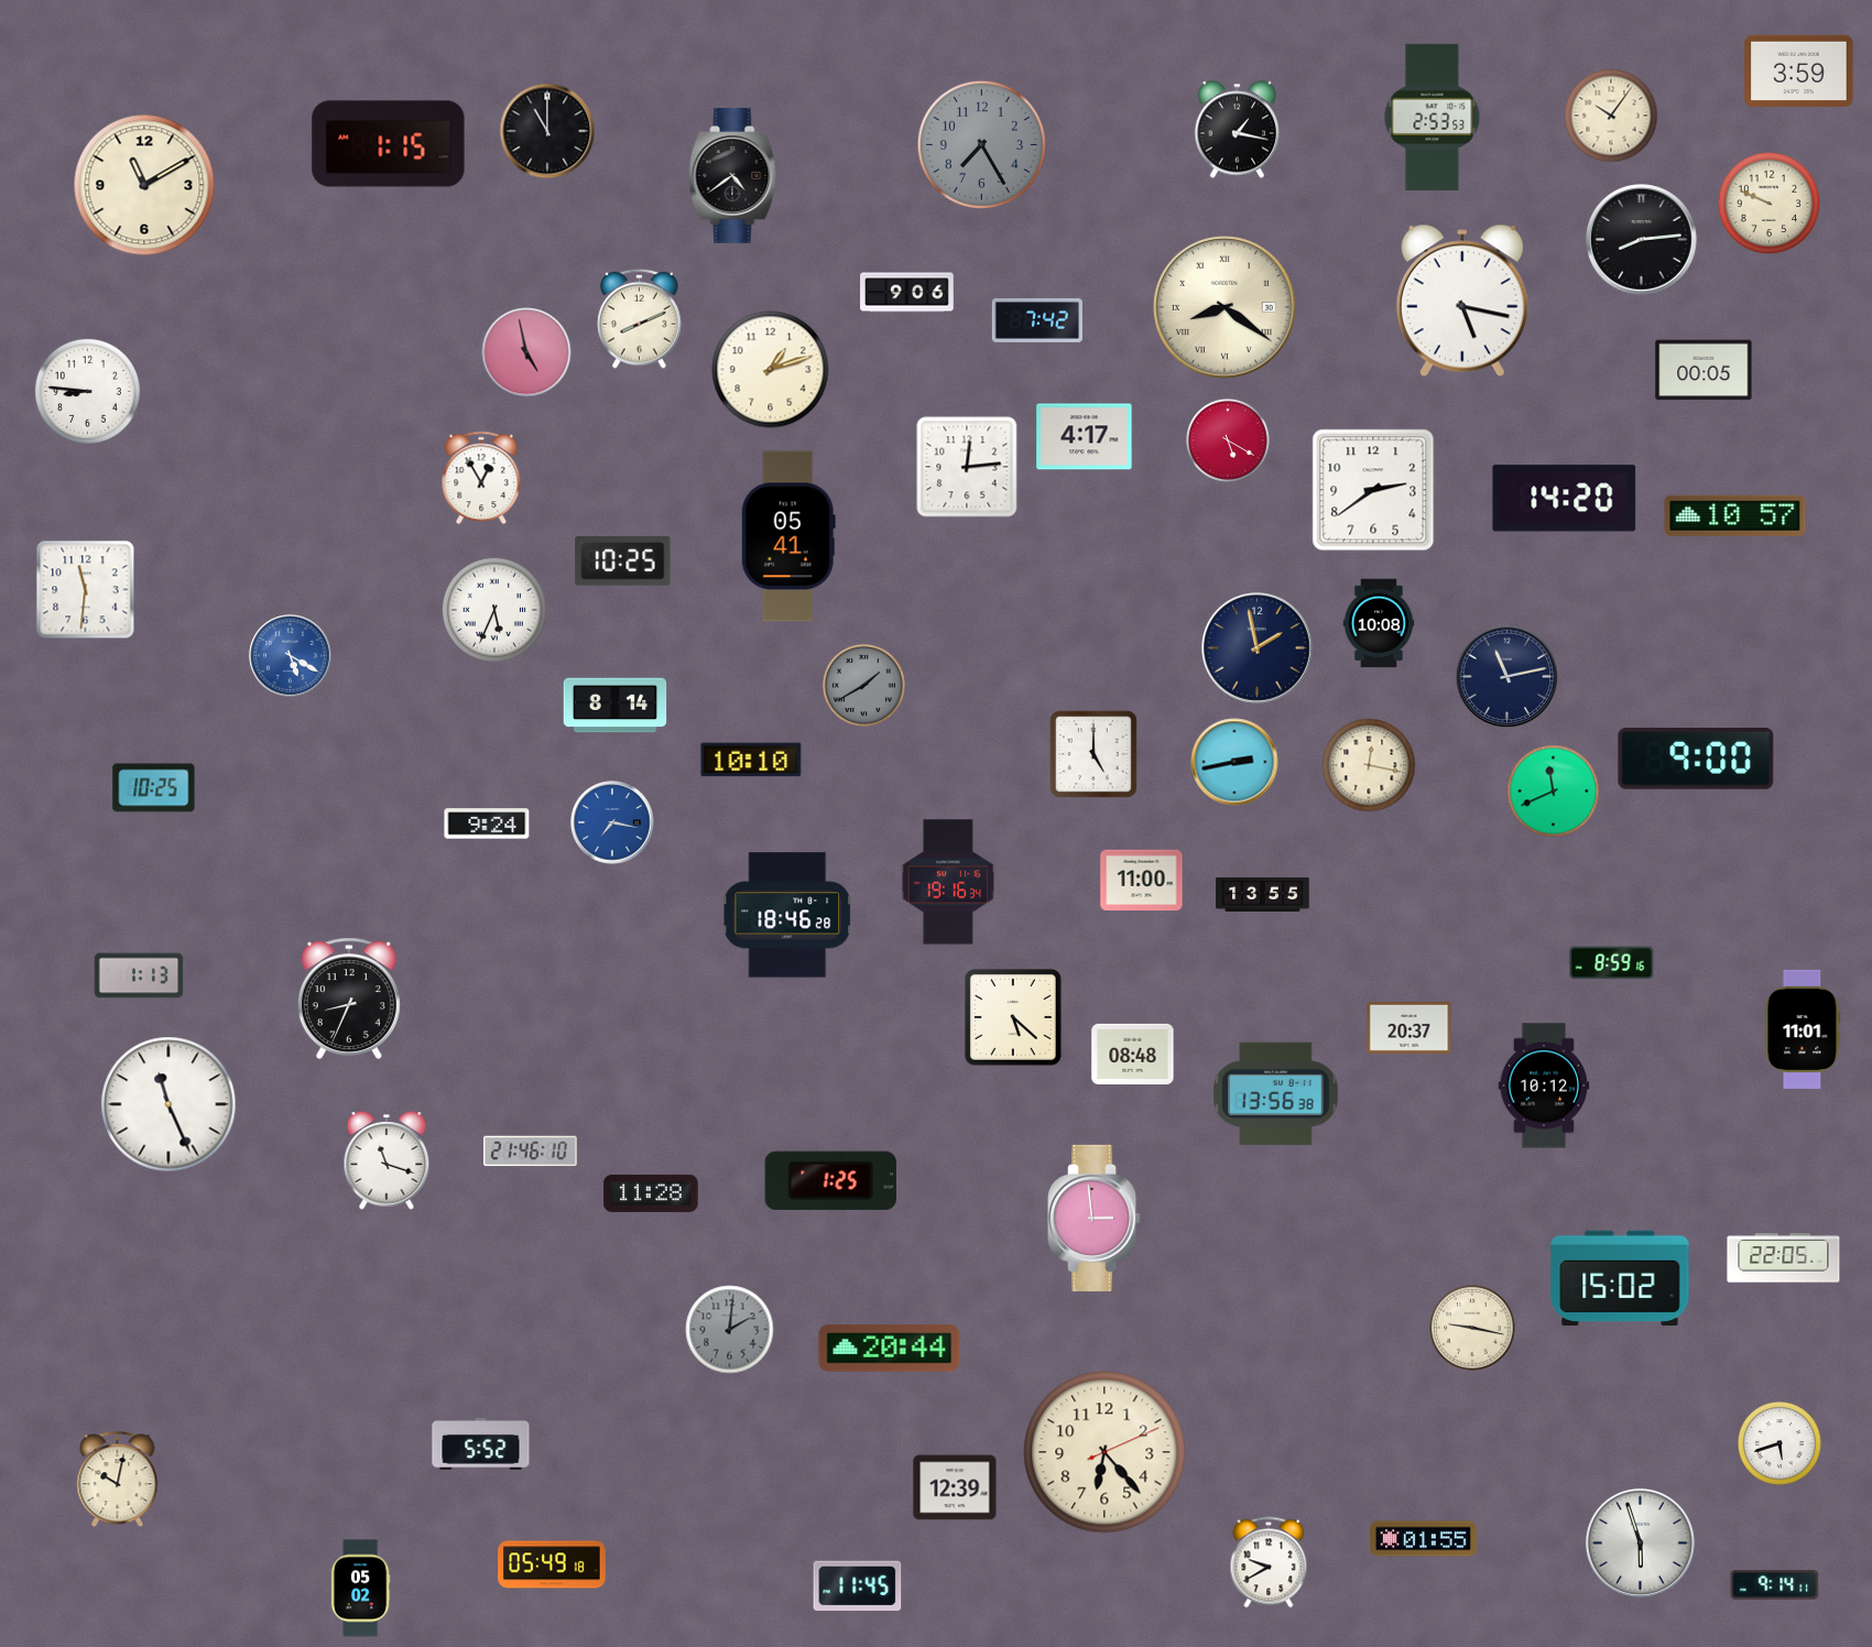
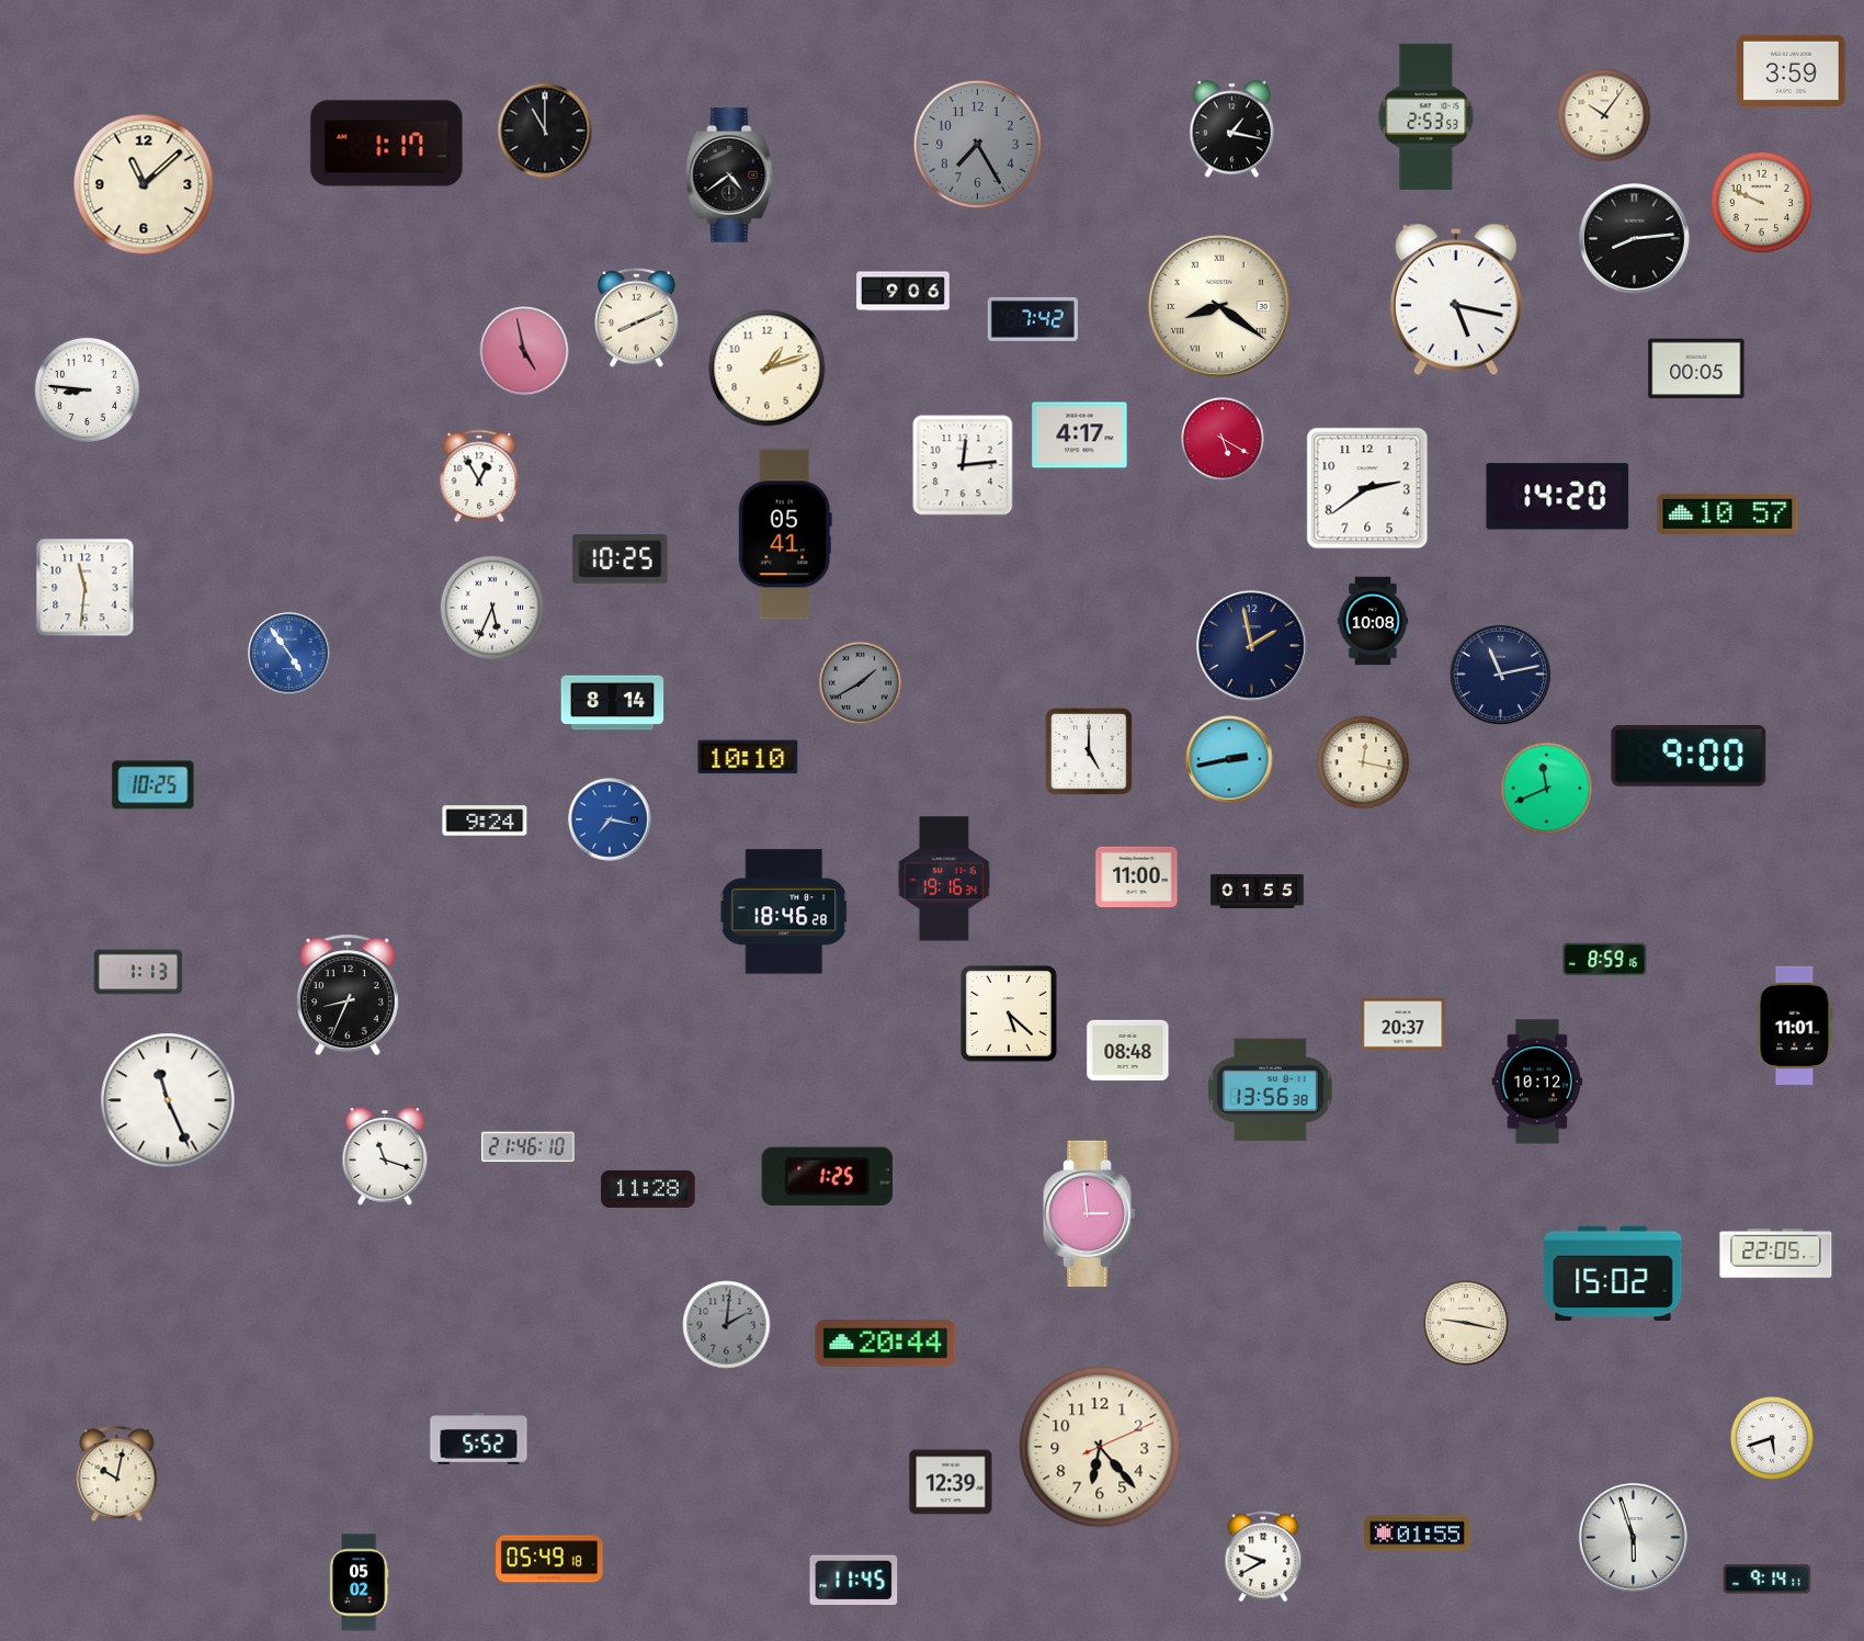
clock at (389, 144): 1:15 -> 1:17
clock at (144, 185): 11:10 -> 11:08
clock at (291, 656): 5:20 -> 4:54
clock at (1263, 894): 13:55 -> 01:55
